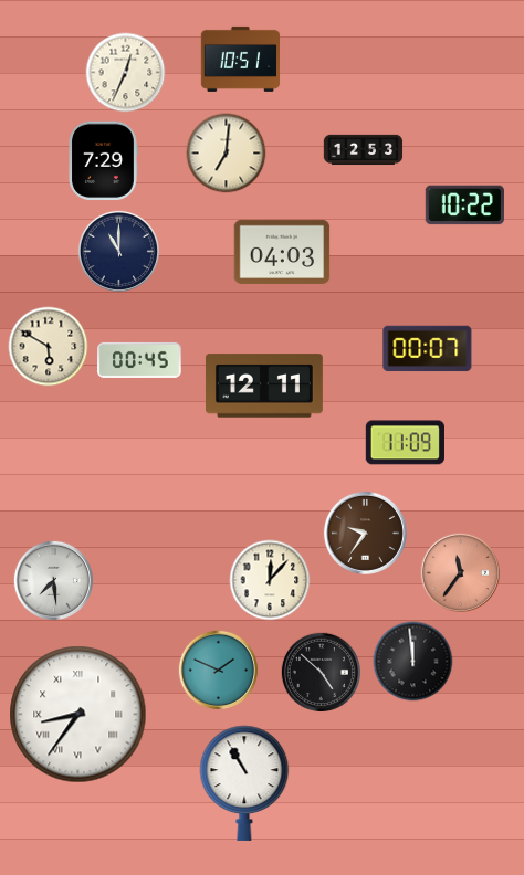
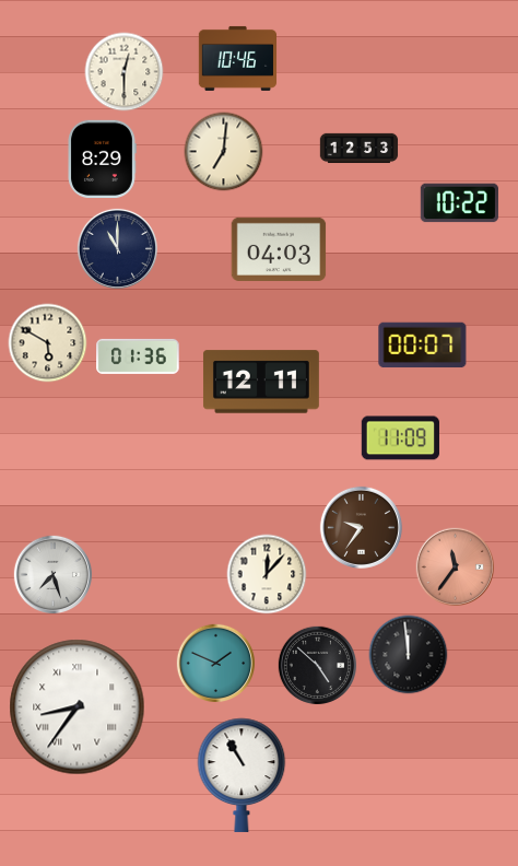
clock at (241, 59): 10:51 -> 10:46
clock at (126, 73): 12:34 -> 12:30
clock at (103, 160): 7:29 -> 8:29
clock at (139, 360): 00:45 -> 01:36
clock at (54, 581): 7:29 -> 7:27
